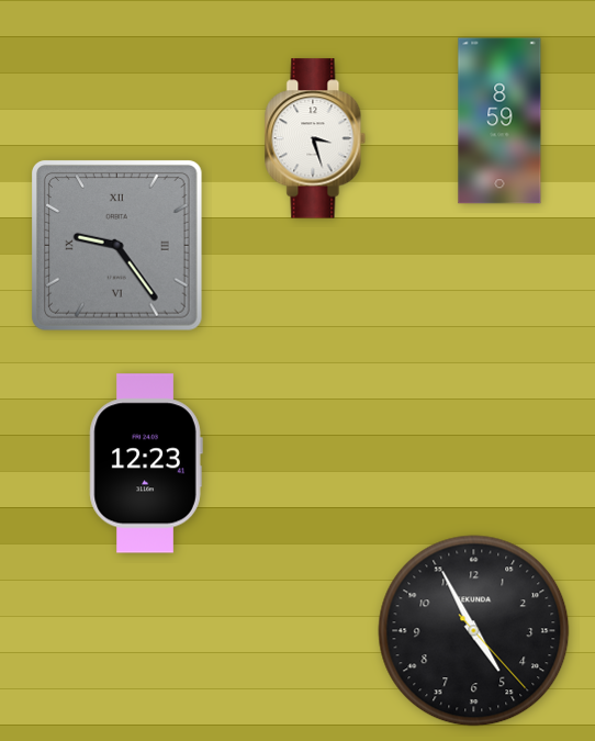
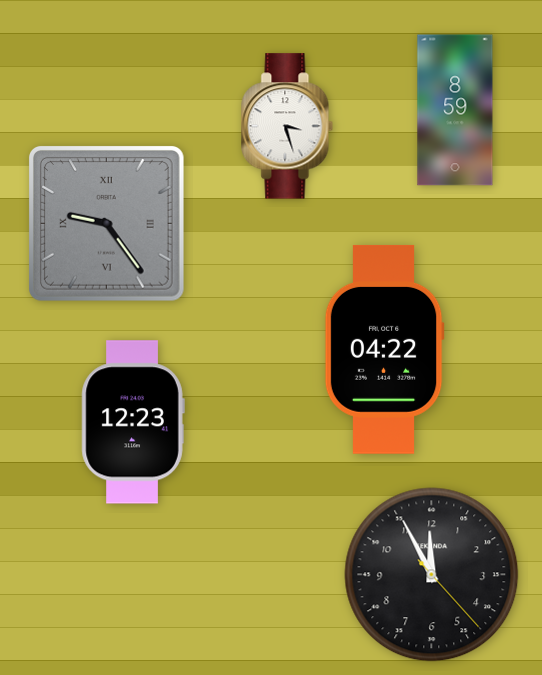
clock at (384, 349): none -> 04:22
clock at (474, 631): 4:55 -> 11:55
